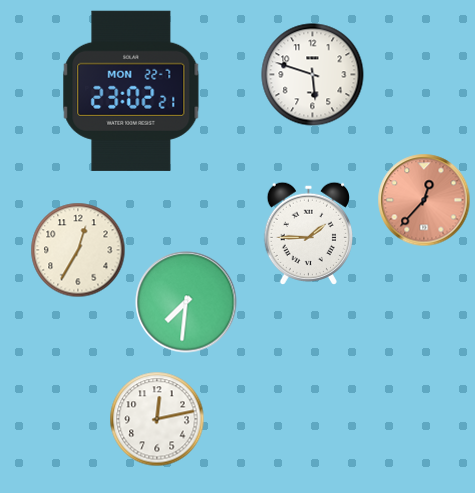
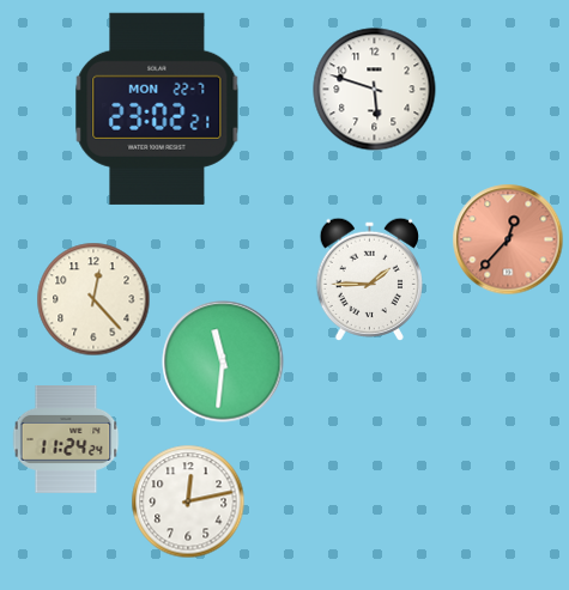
clock at (78, 250): 12:35 -> 12:23
clock at (186, 302): 7:31 -> 11:31
clock at (66, 440): none -> 11:24
